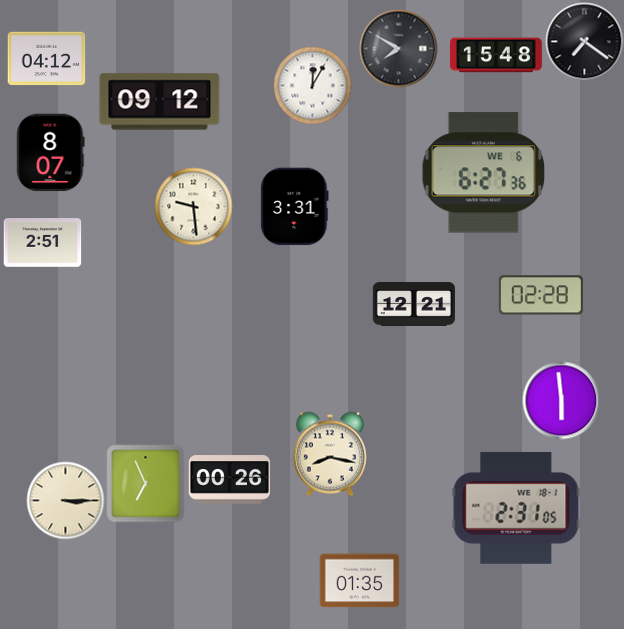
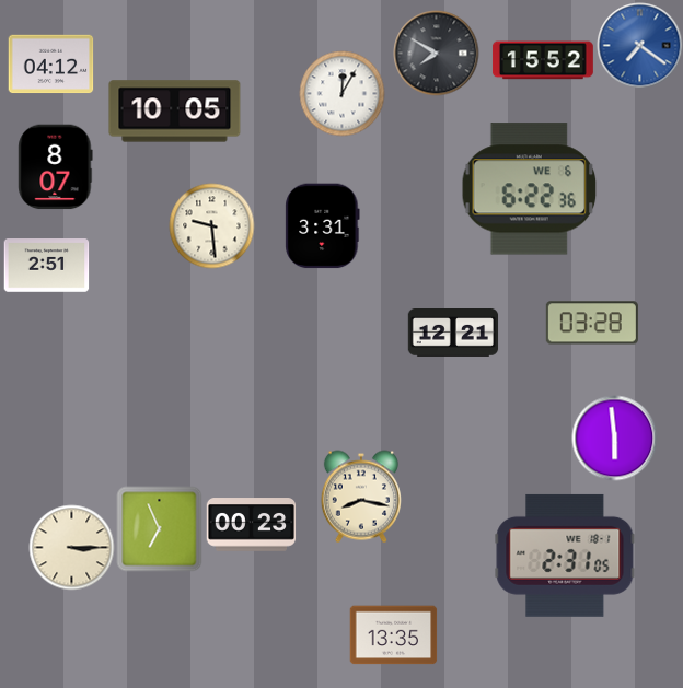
clock at (584, 41) dial: black -> blue
clock at (496, 55): 15:48 -> 15:52
clock at (160, 102): 09:12 -> 10:05
clock at (483, 173): 6:27 -> 6:22
clock at (541, 295): 02:28 -> 03:28
clock at (229, 480): 00:26 -> 00:23
clock at (359, 581): 01:35 -> 13:35
